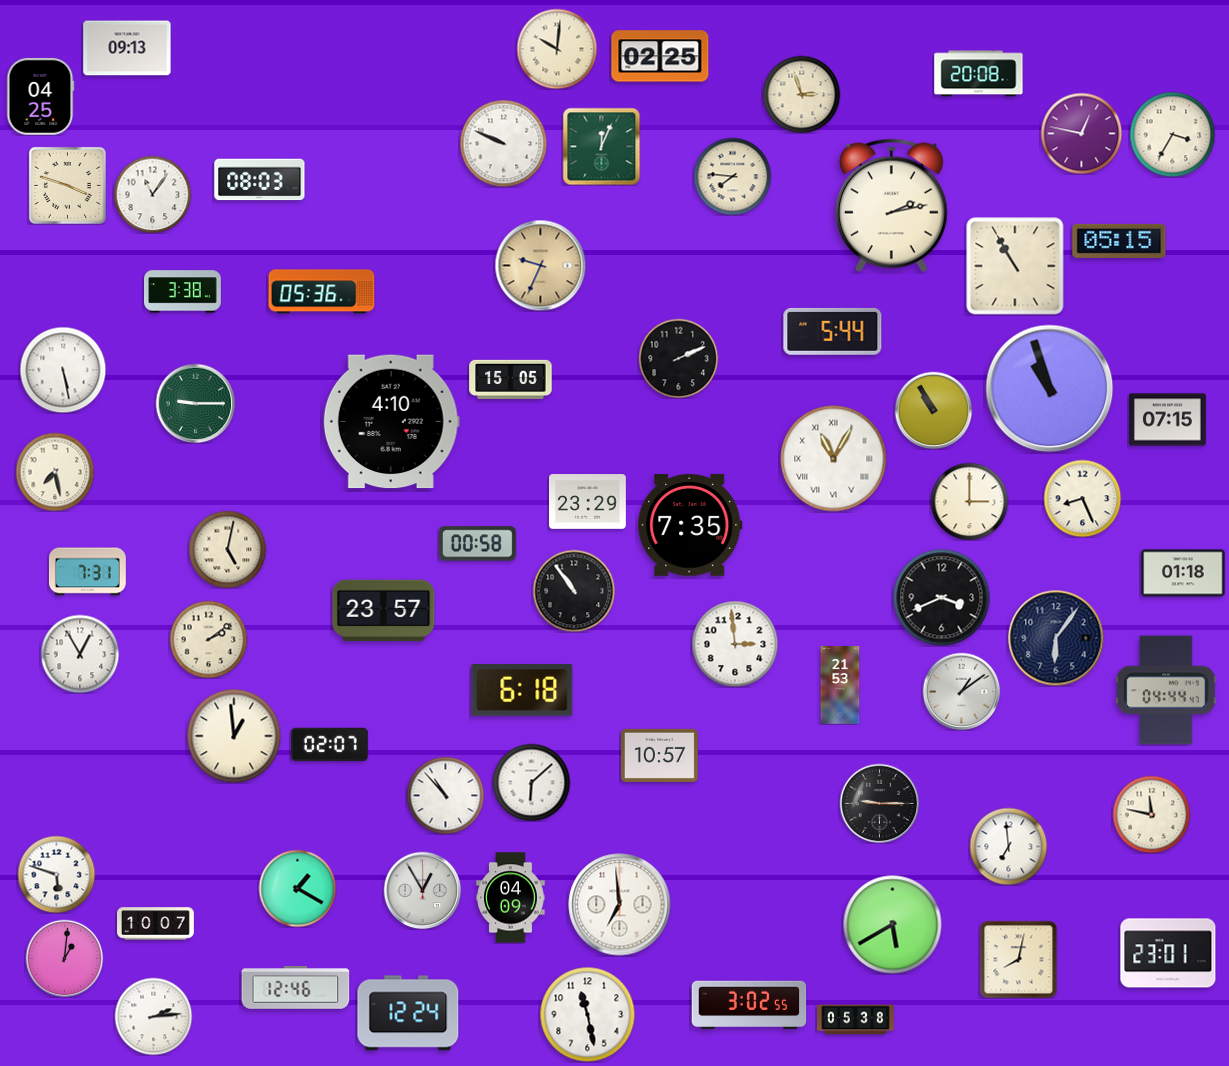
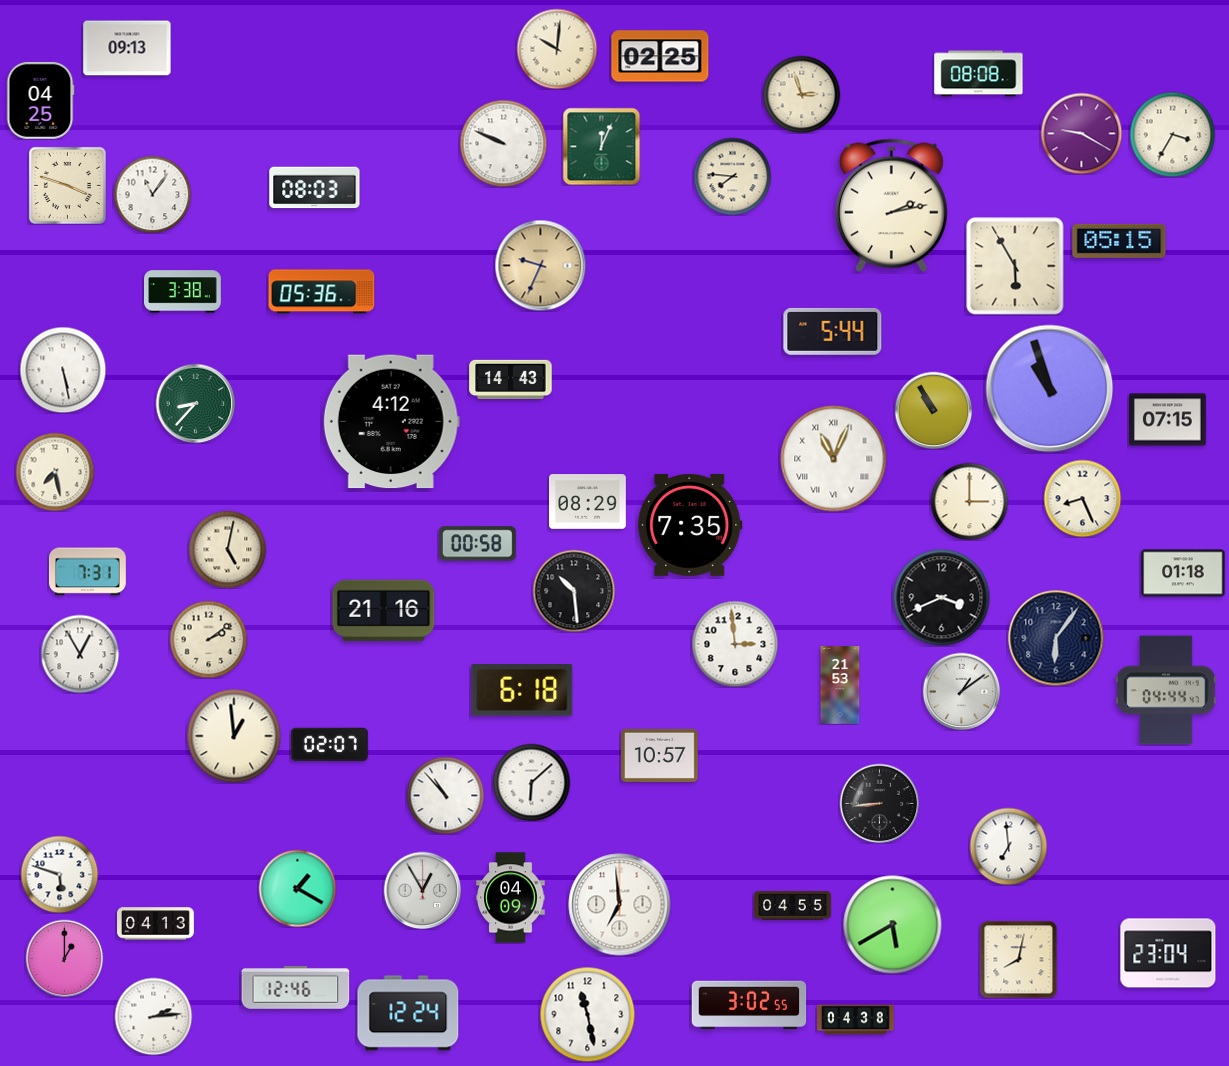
clock at (979, 74): 20:08 -> 08:08
clock at (40, 96) position: (40, 96) -> (40, 100)
clock at (1081, 133): 12:47 -> 9:20
clock at (260, 180) position: (260, 180) -> (315, 188)
clock at (1015, 266): 10:55 -> 5:55
clock at (678, 358): 2:11 -> none
clock at (511, 379): 15:05 -> 14:43
clock at (195, 403): 9:15 -> 8:37
clock at (391, 422): 4:10 -> 4:12
clock at (834, 459): 11:05 -> 11:04
clock at (588, 502): 23:29 -> 08:29
clock at (574, 591): 10:54 -> 10:29
clock at (384, 611): 23:57 -> 21:16
clock at (879, 803): 9:15 -> 8:44
clock at (1151, 814): 11:47 -> none
clock at (56, 874) position: (56, 874) -> (59, 874)
clock at (793, 906): none -> 04:55
clock at (156, 924): 10:07 -> 04:13
clock at (1168, 953): 23:01 -> 23:04
clock at (64, 958): 1:01 -> 1:00
clock at (856, 1020): 05:38 -> 04:38
